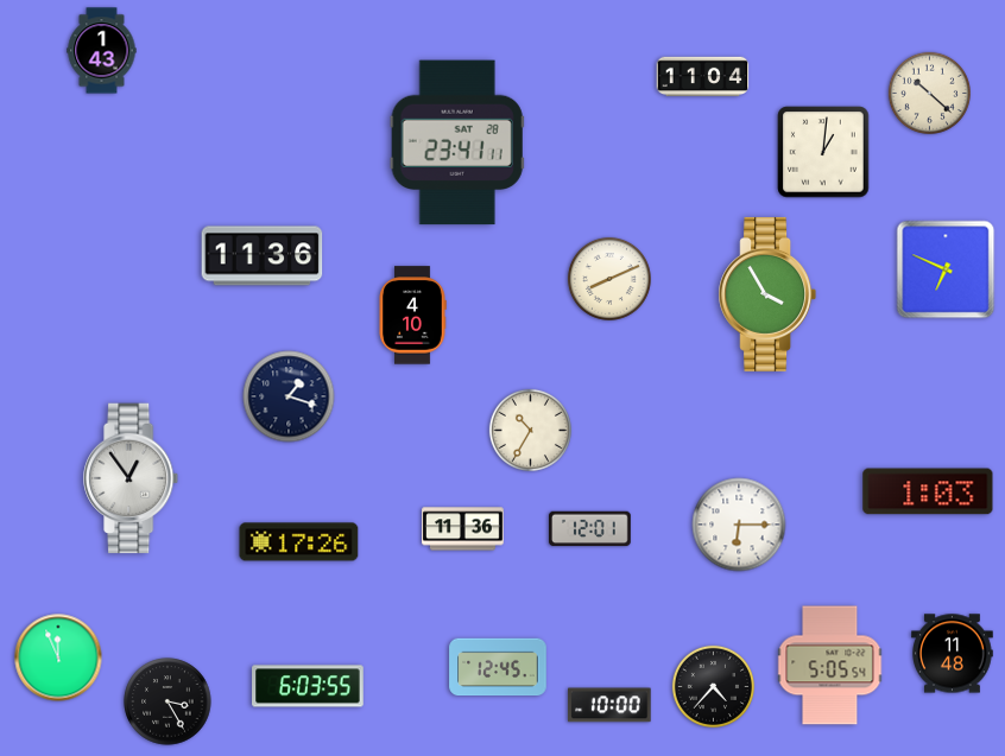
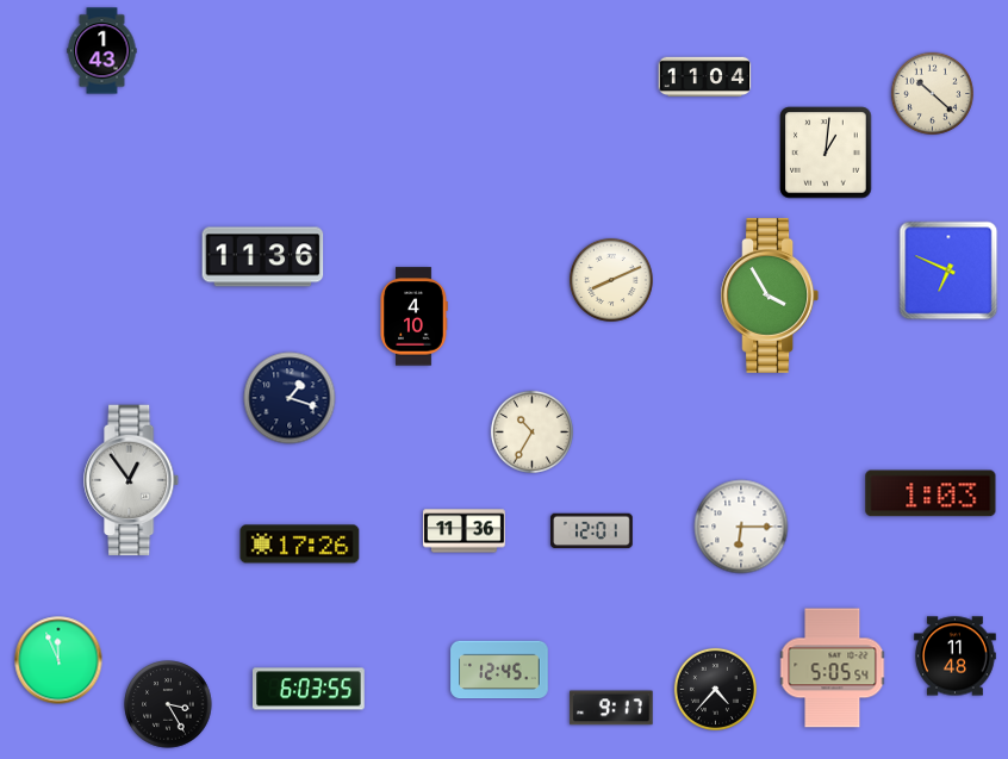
clock at (457, 142): 23:41 -> none
clock at (609, 705): 10:00 -> 9:17
